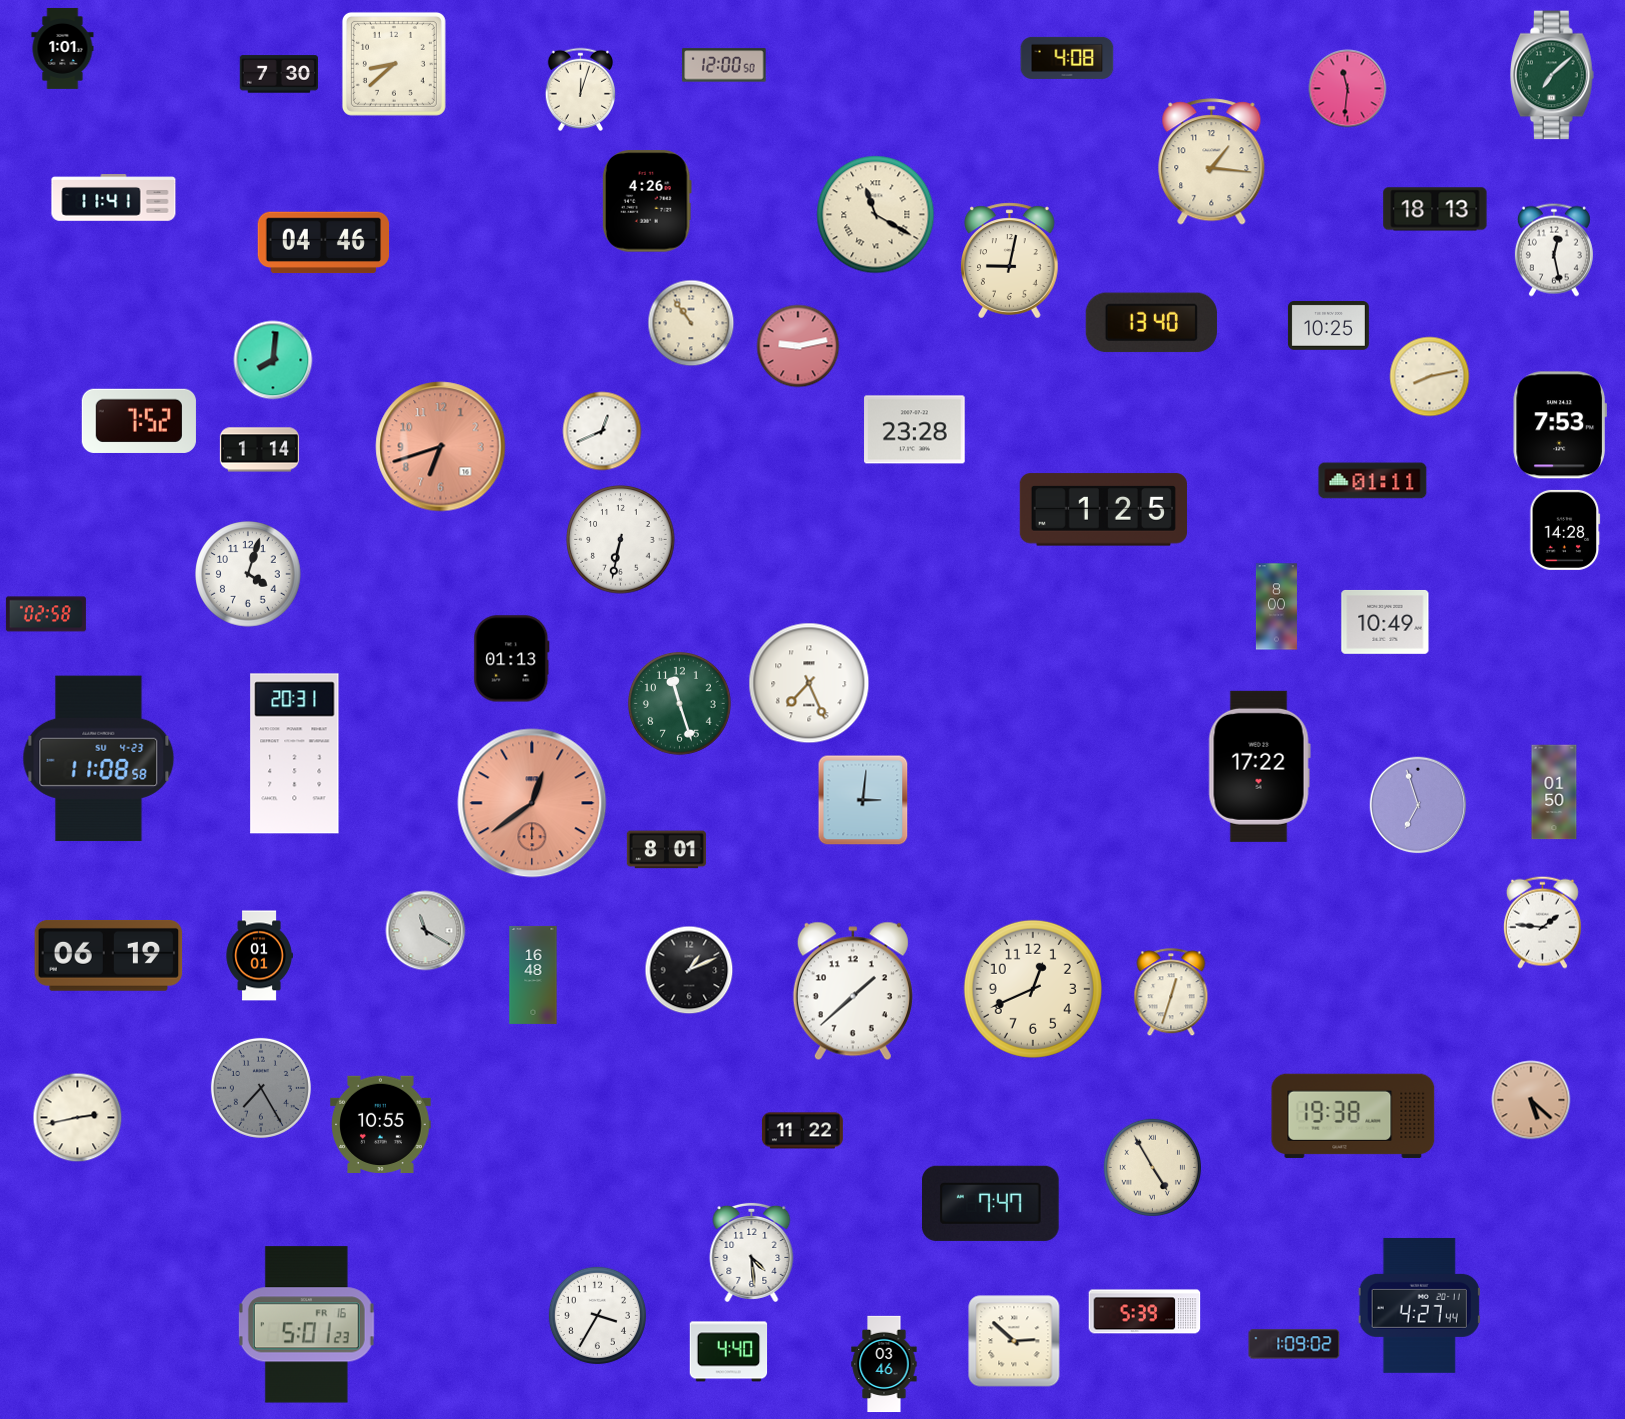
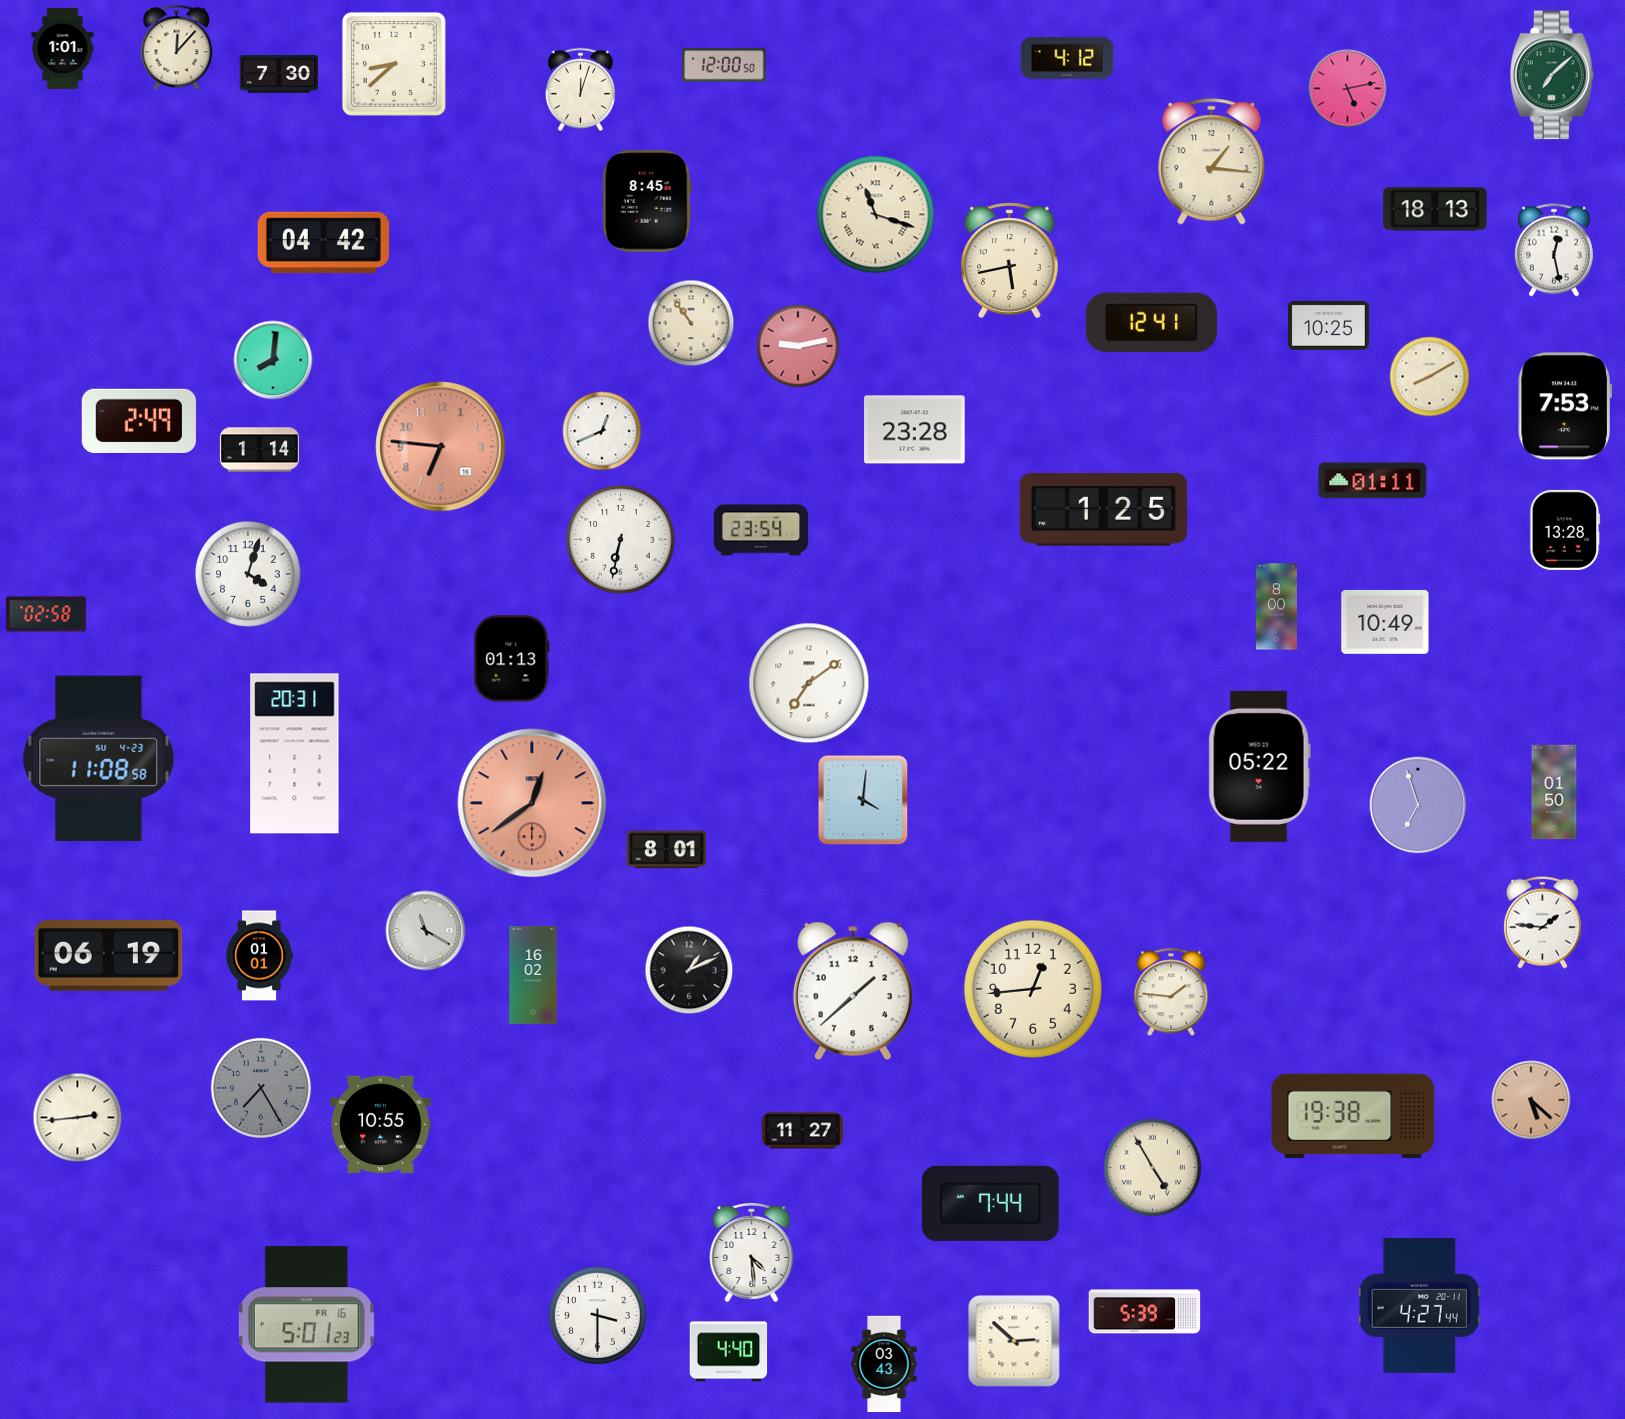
clock at (177, 48): none -> 12:07
clock at (1067, 58): 4:08 -> 4:12
clock at (1348, 89): 11:31 -> 5:13
clock at (114, 198): 11:41 -> none
clock at (647, 201): 4:26 -> 8:45
clock at (876, 215): 11:20 -> 11:18
clock at (323, 243): 04:46 -> 04:42
clock at (1010, 261): 9:02 -> 5:43
clock at (1151, 323): 13:40 -> 12:41
clock at (1430, 377): 8:13 -> 8:10
clock at (139, 421): 7:52 -> 2:49
clock at (1560, 425) position: (1560, 425) -> (1565, 406)
clock at (441, 447): 6:42 -> 6:46
clock at (761, 530): none -> 23:54
clock at (1565, 530): 14:28 -> 13:28
clock at (809, 683): 7:26 -> 7:09
clock at (679, 703): 11:27 -> none
clock at (1259, 766): 17:22 -> 05:22
clock at (863, 800): 3:01 -> 4:01
clock at (533, 975): 16:48 -> 16:02
clock at (1033, 989): 12:41 -> 12:44
clock at (1171, 993): 12:33 -> 1:46
clock at (78, 1118): 2:43 -> 2:44
clock at (802, 1131): 11:22 -> 11:27
clock at (991, 1203): 7:47 -> 7:44
clock at (597, 1315): 3:35 -> 3:30
clock at (1294, 1344): 1:09 -> none
clock at (884, 1364): 03:46 -> 03:43
